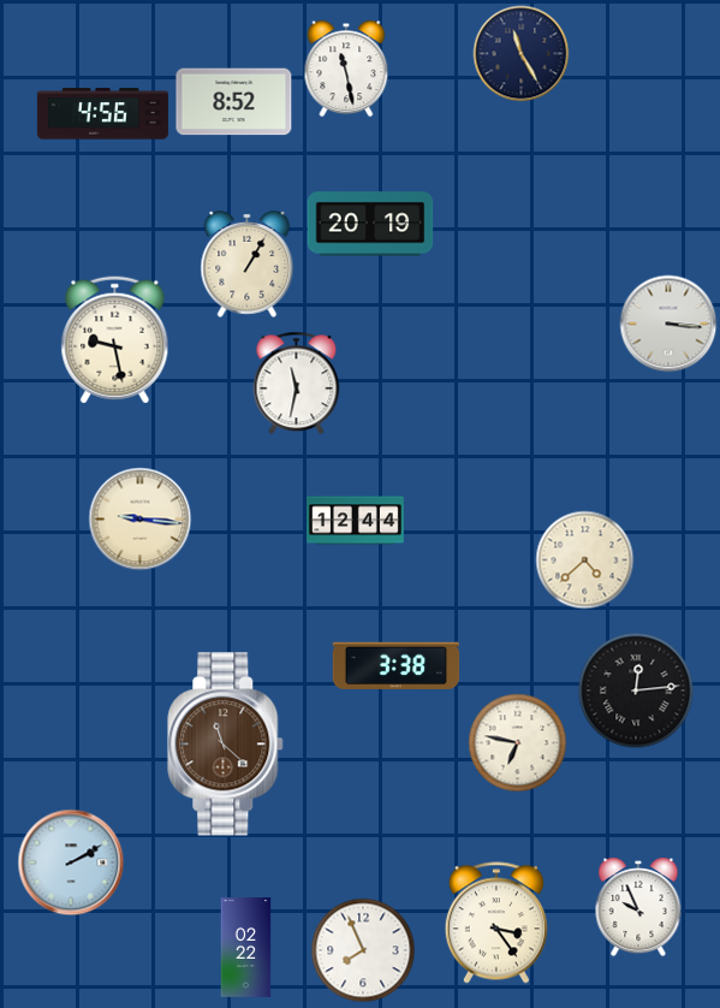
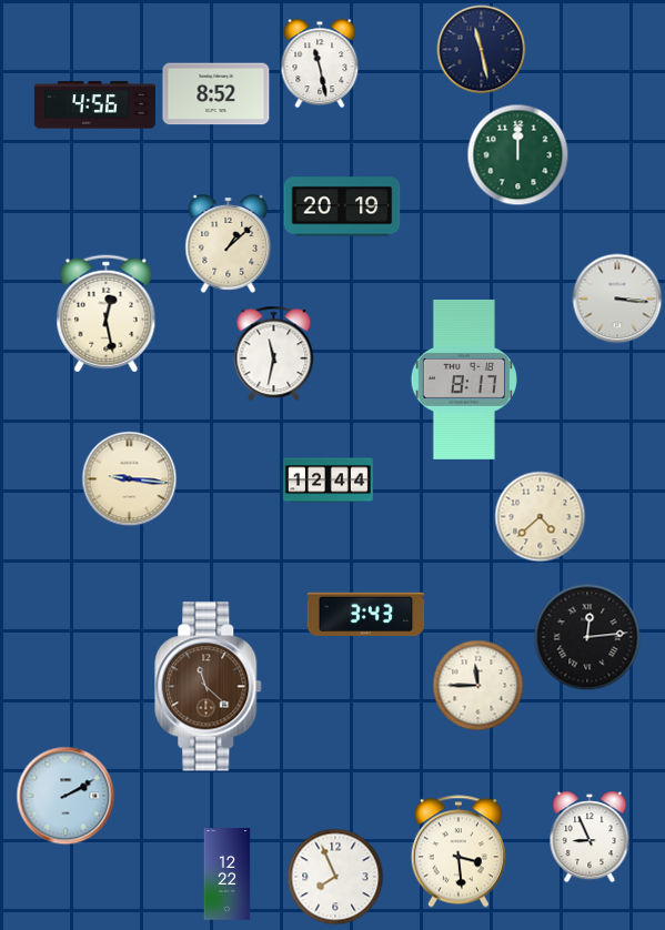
clock at (522, 54): 11:25 -> 11:28
clock at (518, 155): none -> 12:00
clock at (248, 263): 1:05 -> 1:08
clock at (115, 340): 9:28 -> 12:28
clock at (463, 380): none -> 8:17
clock at (397, 666): 3:38 -> 3:43
clock at (518, 743): 6:47 -> 11:45
clock at (638, 907): 9:56 -> 8:56
clock at (496, 923): 3:24 -> 3:29
clock at (246, 948): 02:22 -> 12:22
